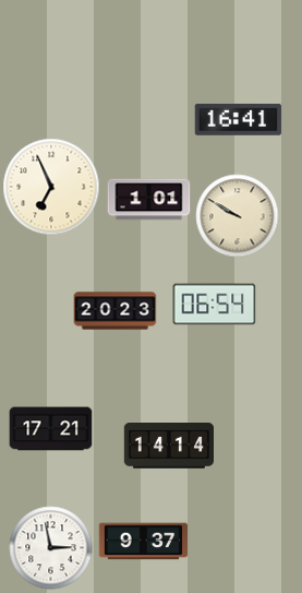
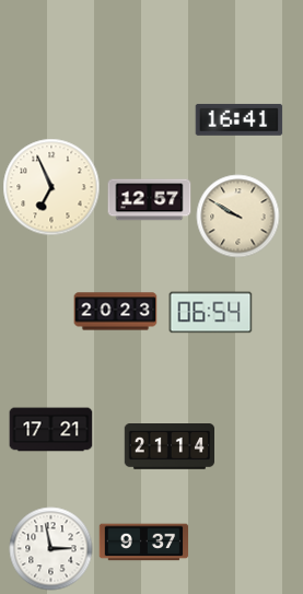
clock at (149, 200): 1:01 -> 12:57
clock at (215, 305) position: (215, 305) -> (211, 313)
clock at (168, 447): 14:14 -> 21:14
